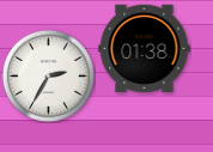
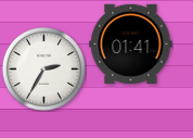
clock at (145, 48): 01:38 -> 01:41
